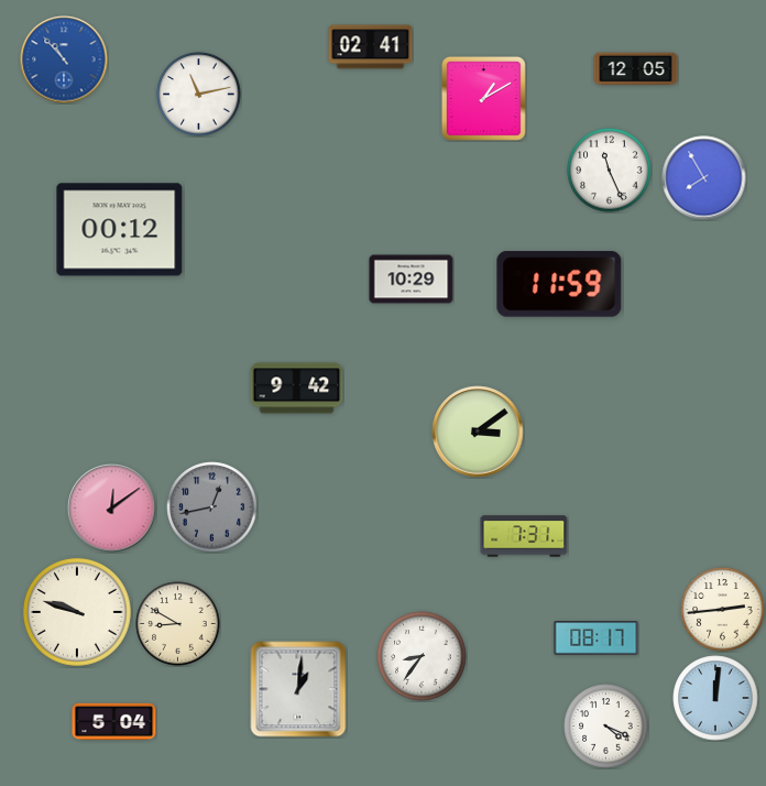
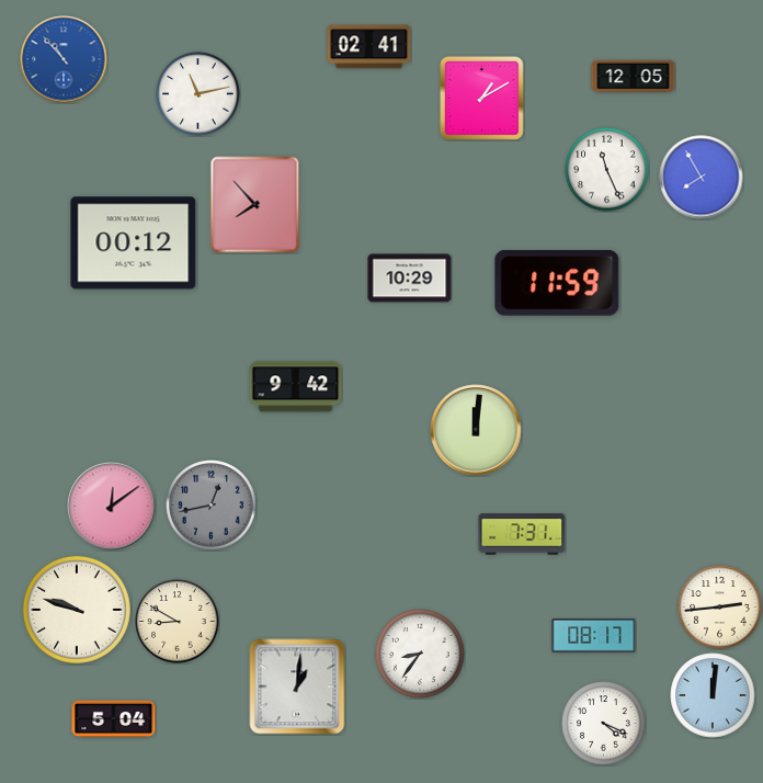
clock at (636, 69) position: (636, 69) -> (634, 77)
clock at (255, 205): none -> 7:53
clock at (120, 230) position: (120, 230) -> (134, 243)
clock at (478, 432): 3:09 -> 12:01
